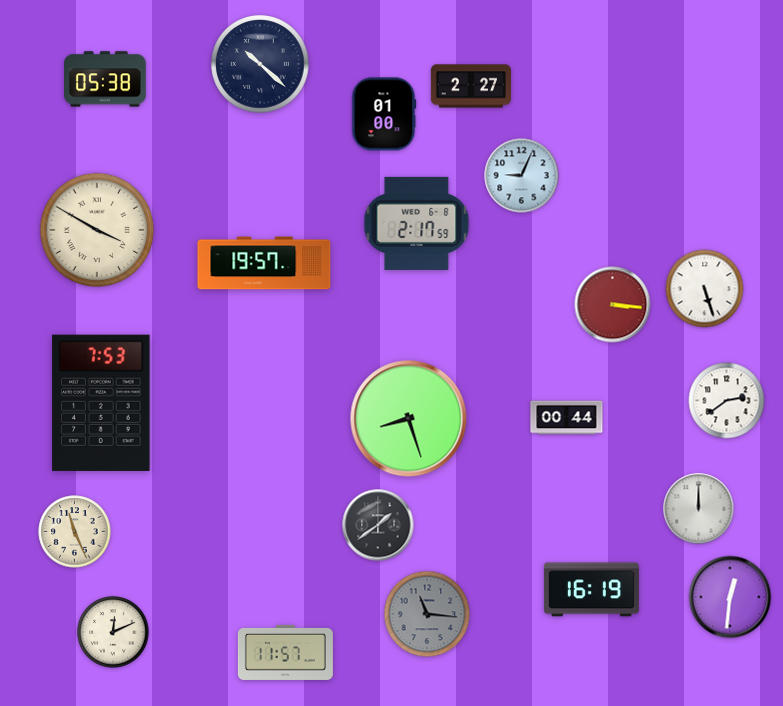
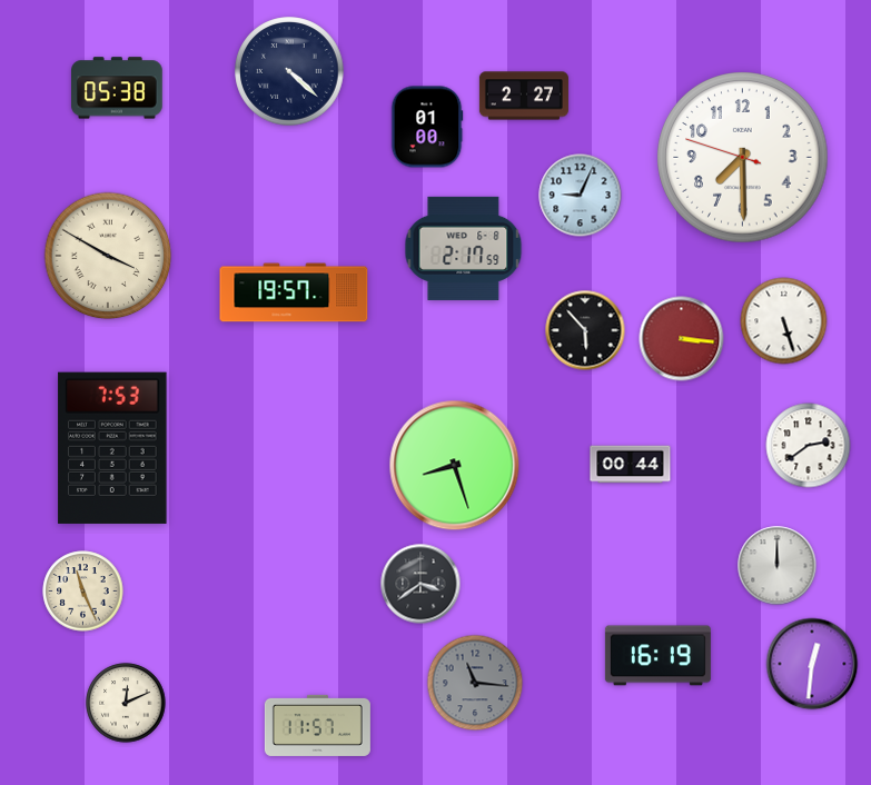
clock at (260, 64): 10:22 -> 4:22
clock at (743, 158): none -> 7:29
clock at (585, 330): none -> 5:53
clock at (378, 525): 1:39 -> 3:39
